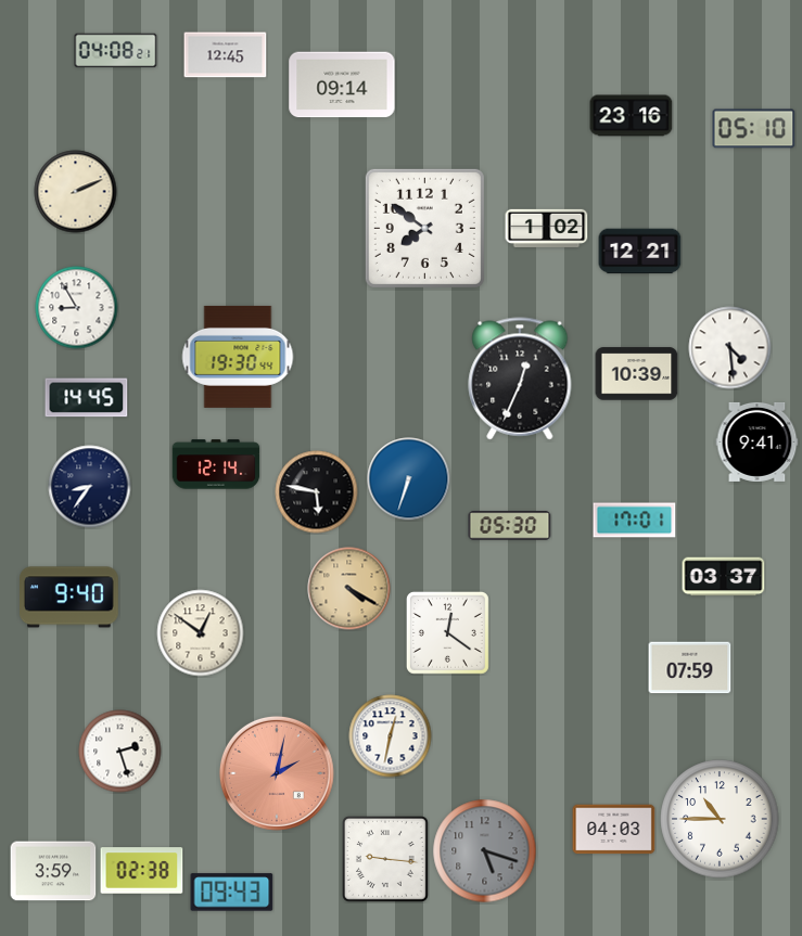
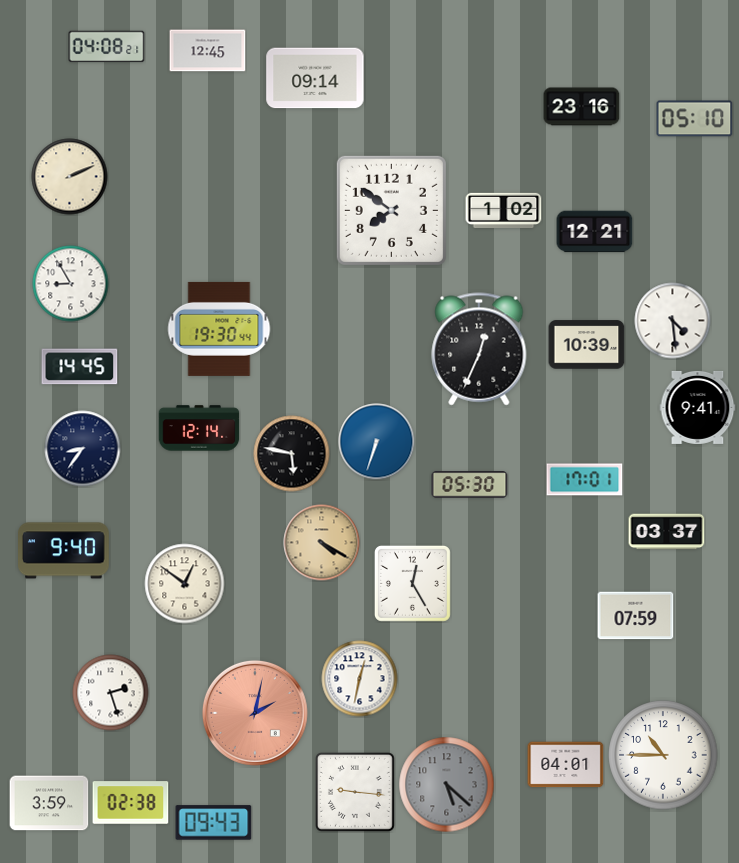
clock at (640, 252) position: (640, 252) -> (595, 232)
clock at (447, 632): 12:21 -> 12:25
clock at (614, 830): 04:03 -> 04:01
clock at (485, 851): 5:18 -> 5:22
